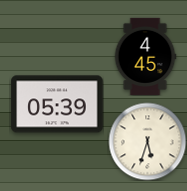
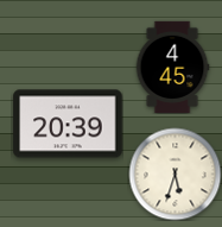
clock at (57, 104): 05:39 -> 20:39
clock at (147, 141) position: (147, 141) -> (175, 174)
